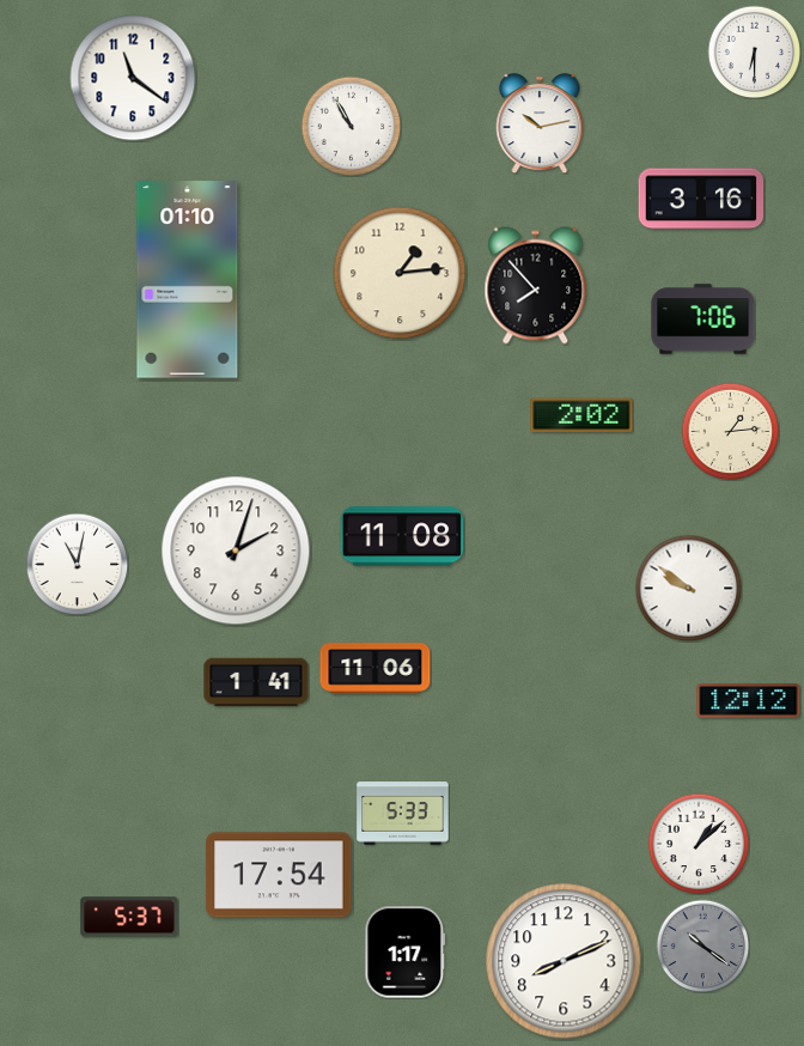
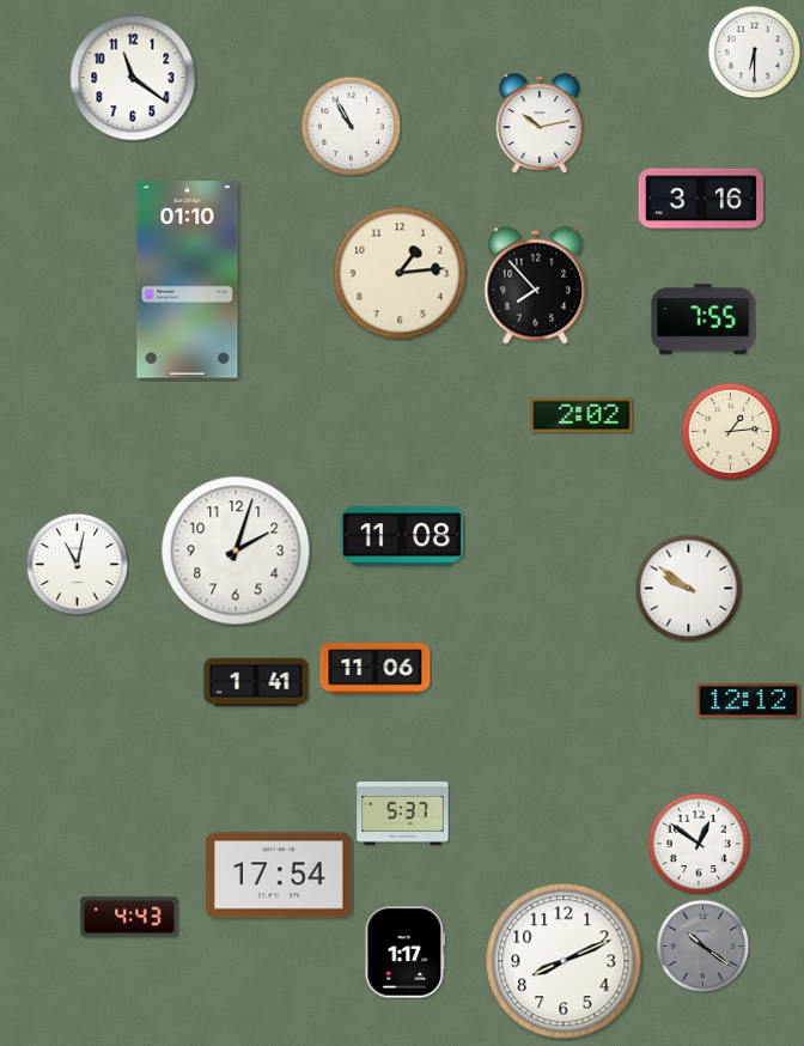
clock at (703, 320): 7:06 -> 7:55
clock at (403, 814): 5:33 -> 5:37
clock at (699, 844): 1:08 -> 12:51
clock at (129, 917): 5:37 -> 4:43
